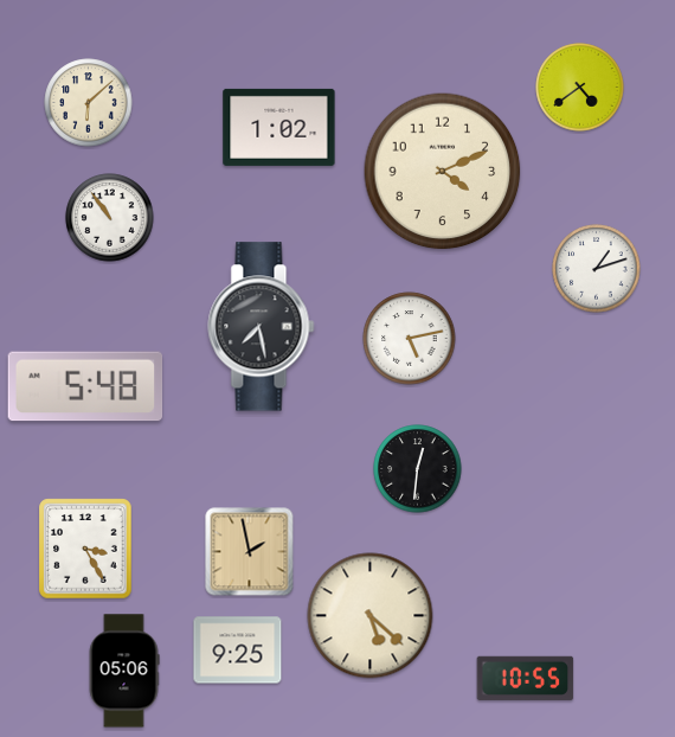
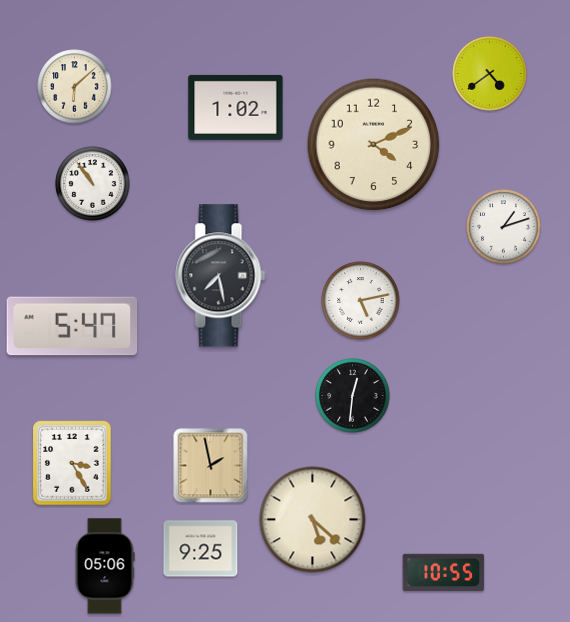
clock at (410, 339) position: (410, 339) -> (361, 301)
clock at (85, 386): 5:48 -> 5:47
